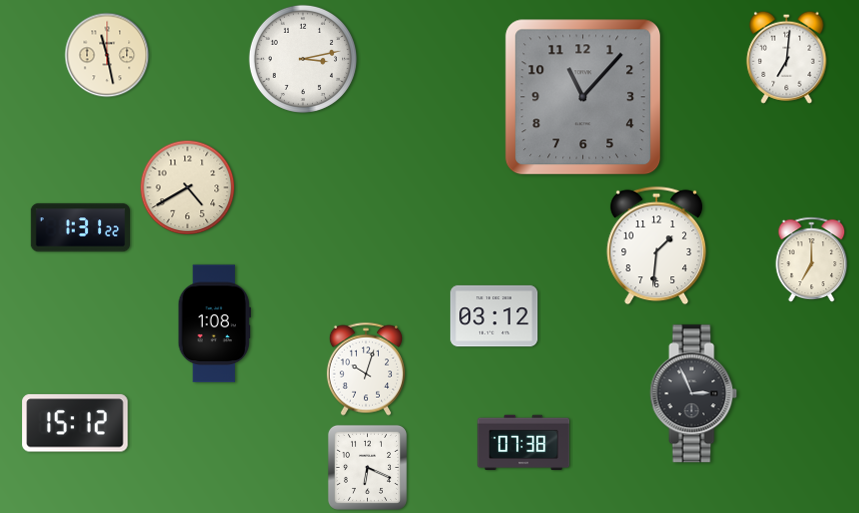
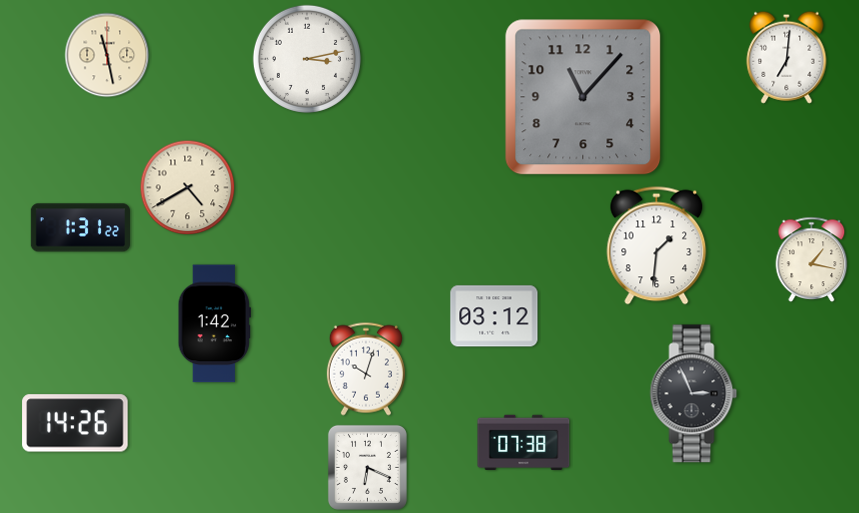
clock at (303, 59) position: (303, 59) -> (307, 59)
clock at (812, 260): 7:00 -> 1:17
clock at (214, 324): 1:08 -> 1:42
clock at (75, 423): 15:12 -> 14:26
